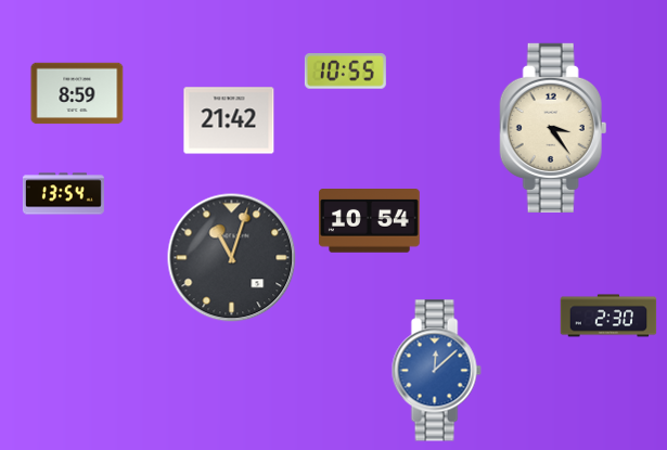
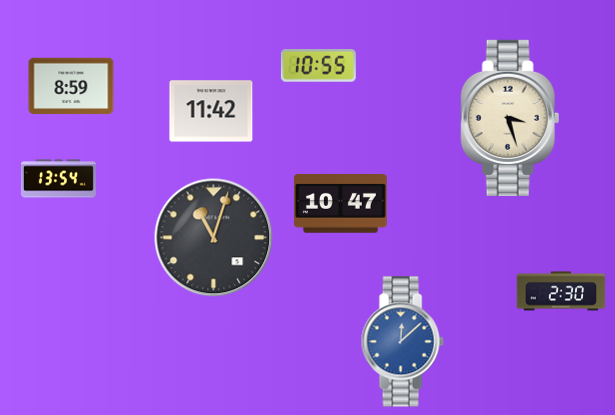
clock at (229, 120): 21:42 -> 11:42
clock at (553, 128): 3:24 -> 3:27
clock at (370, 221): 10:54 -> 10:47
